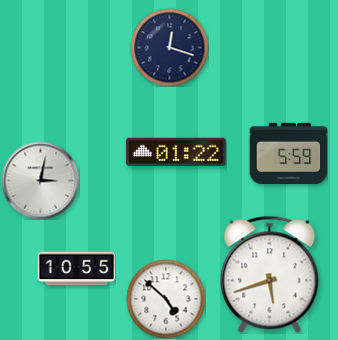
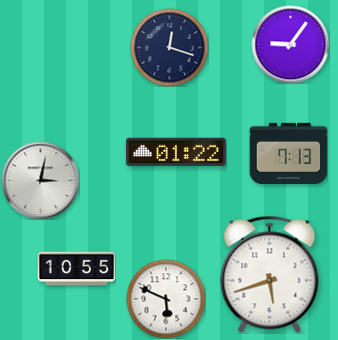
clock at (290, 44): none -> 9:06
clock at (288, 153): 5:59 -> 7:13
clock at (166, 299): 4:52 -> 5:49
